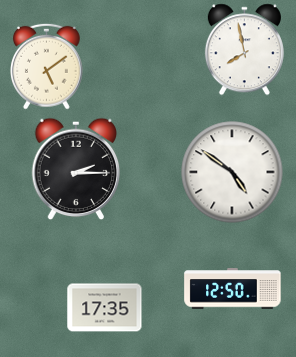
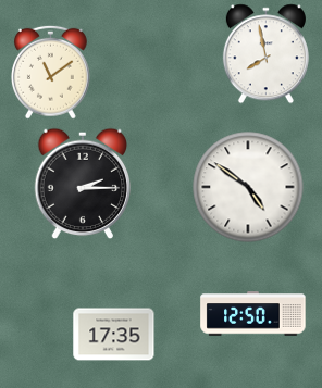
clock at (46, 66): 5:09 -> 11:09
clock at (232, 172) position: (232, 172) -> (248, 187)
